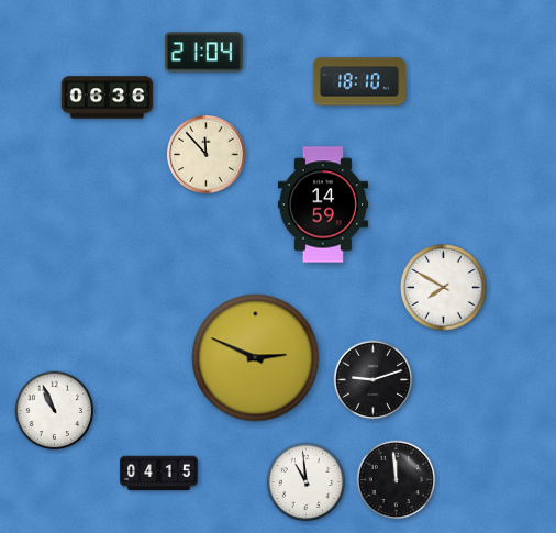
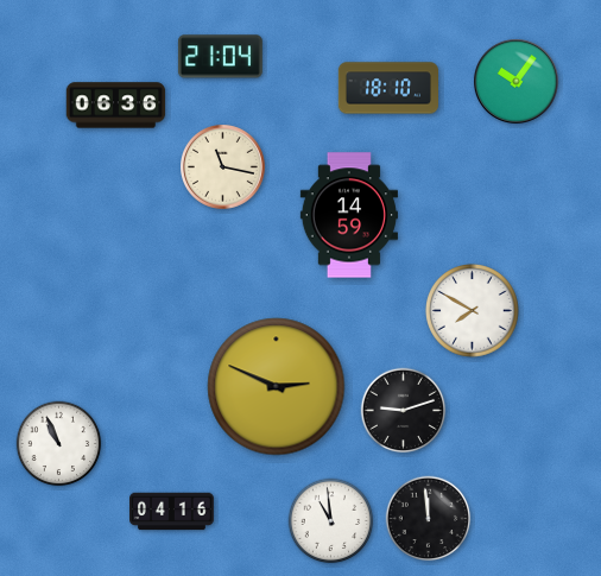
clock at (517, 82): none -> 10:06
clock at (207, 155): 11:53 -> 11:17
clock at (323, 204) position: (323, 204) -> (349, 215)
clock at (444, 288) position: (444, 288) -> (473, 311)
clock at (159, 474): 04:15 -> 04:16
